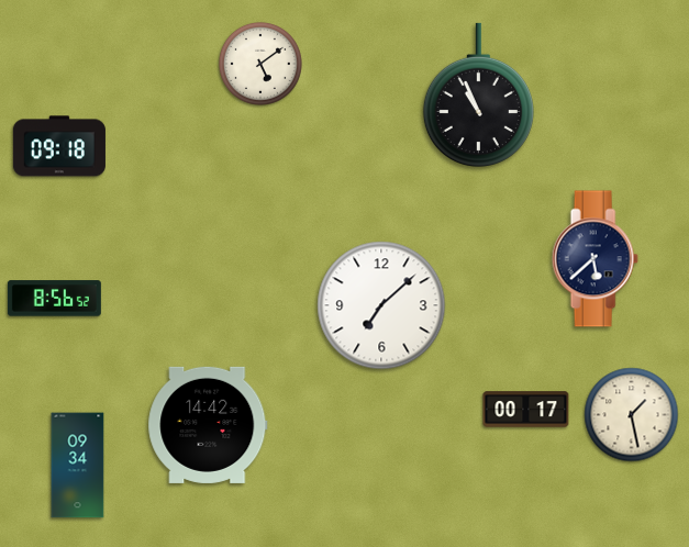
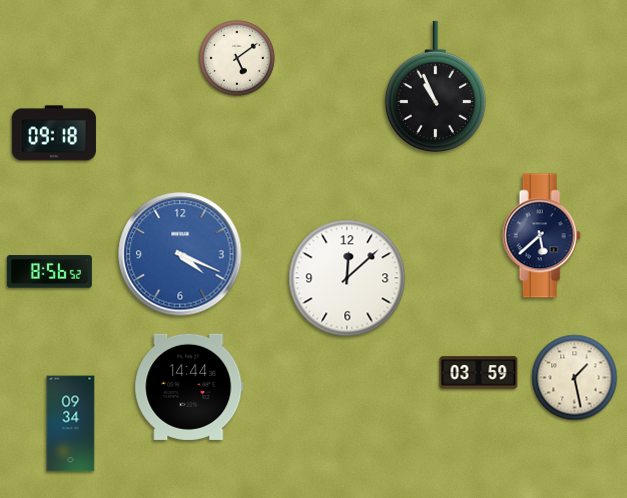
clock at (180, 254): none -> 4:19
clock at (381, 305): 7:08 -> 12:08
clock at (526, 410): 00:17 -> 03:59
clock at (208, 425): 14:42 -> 14:44
